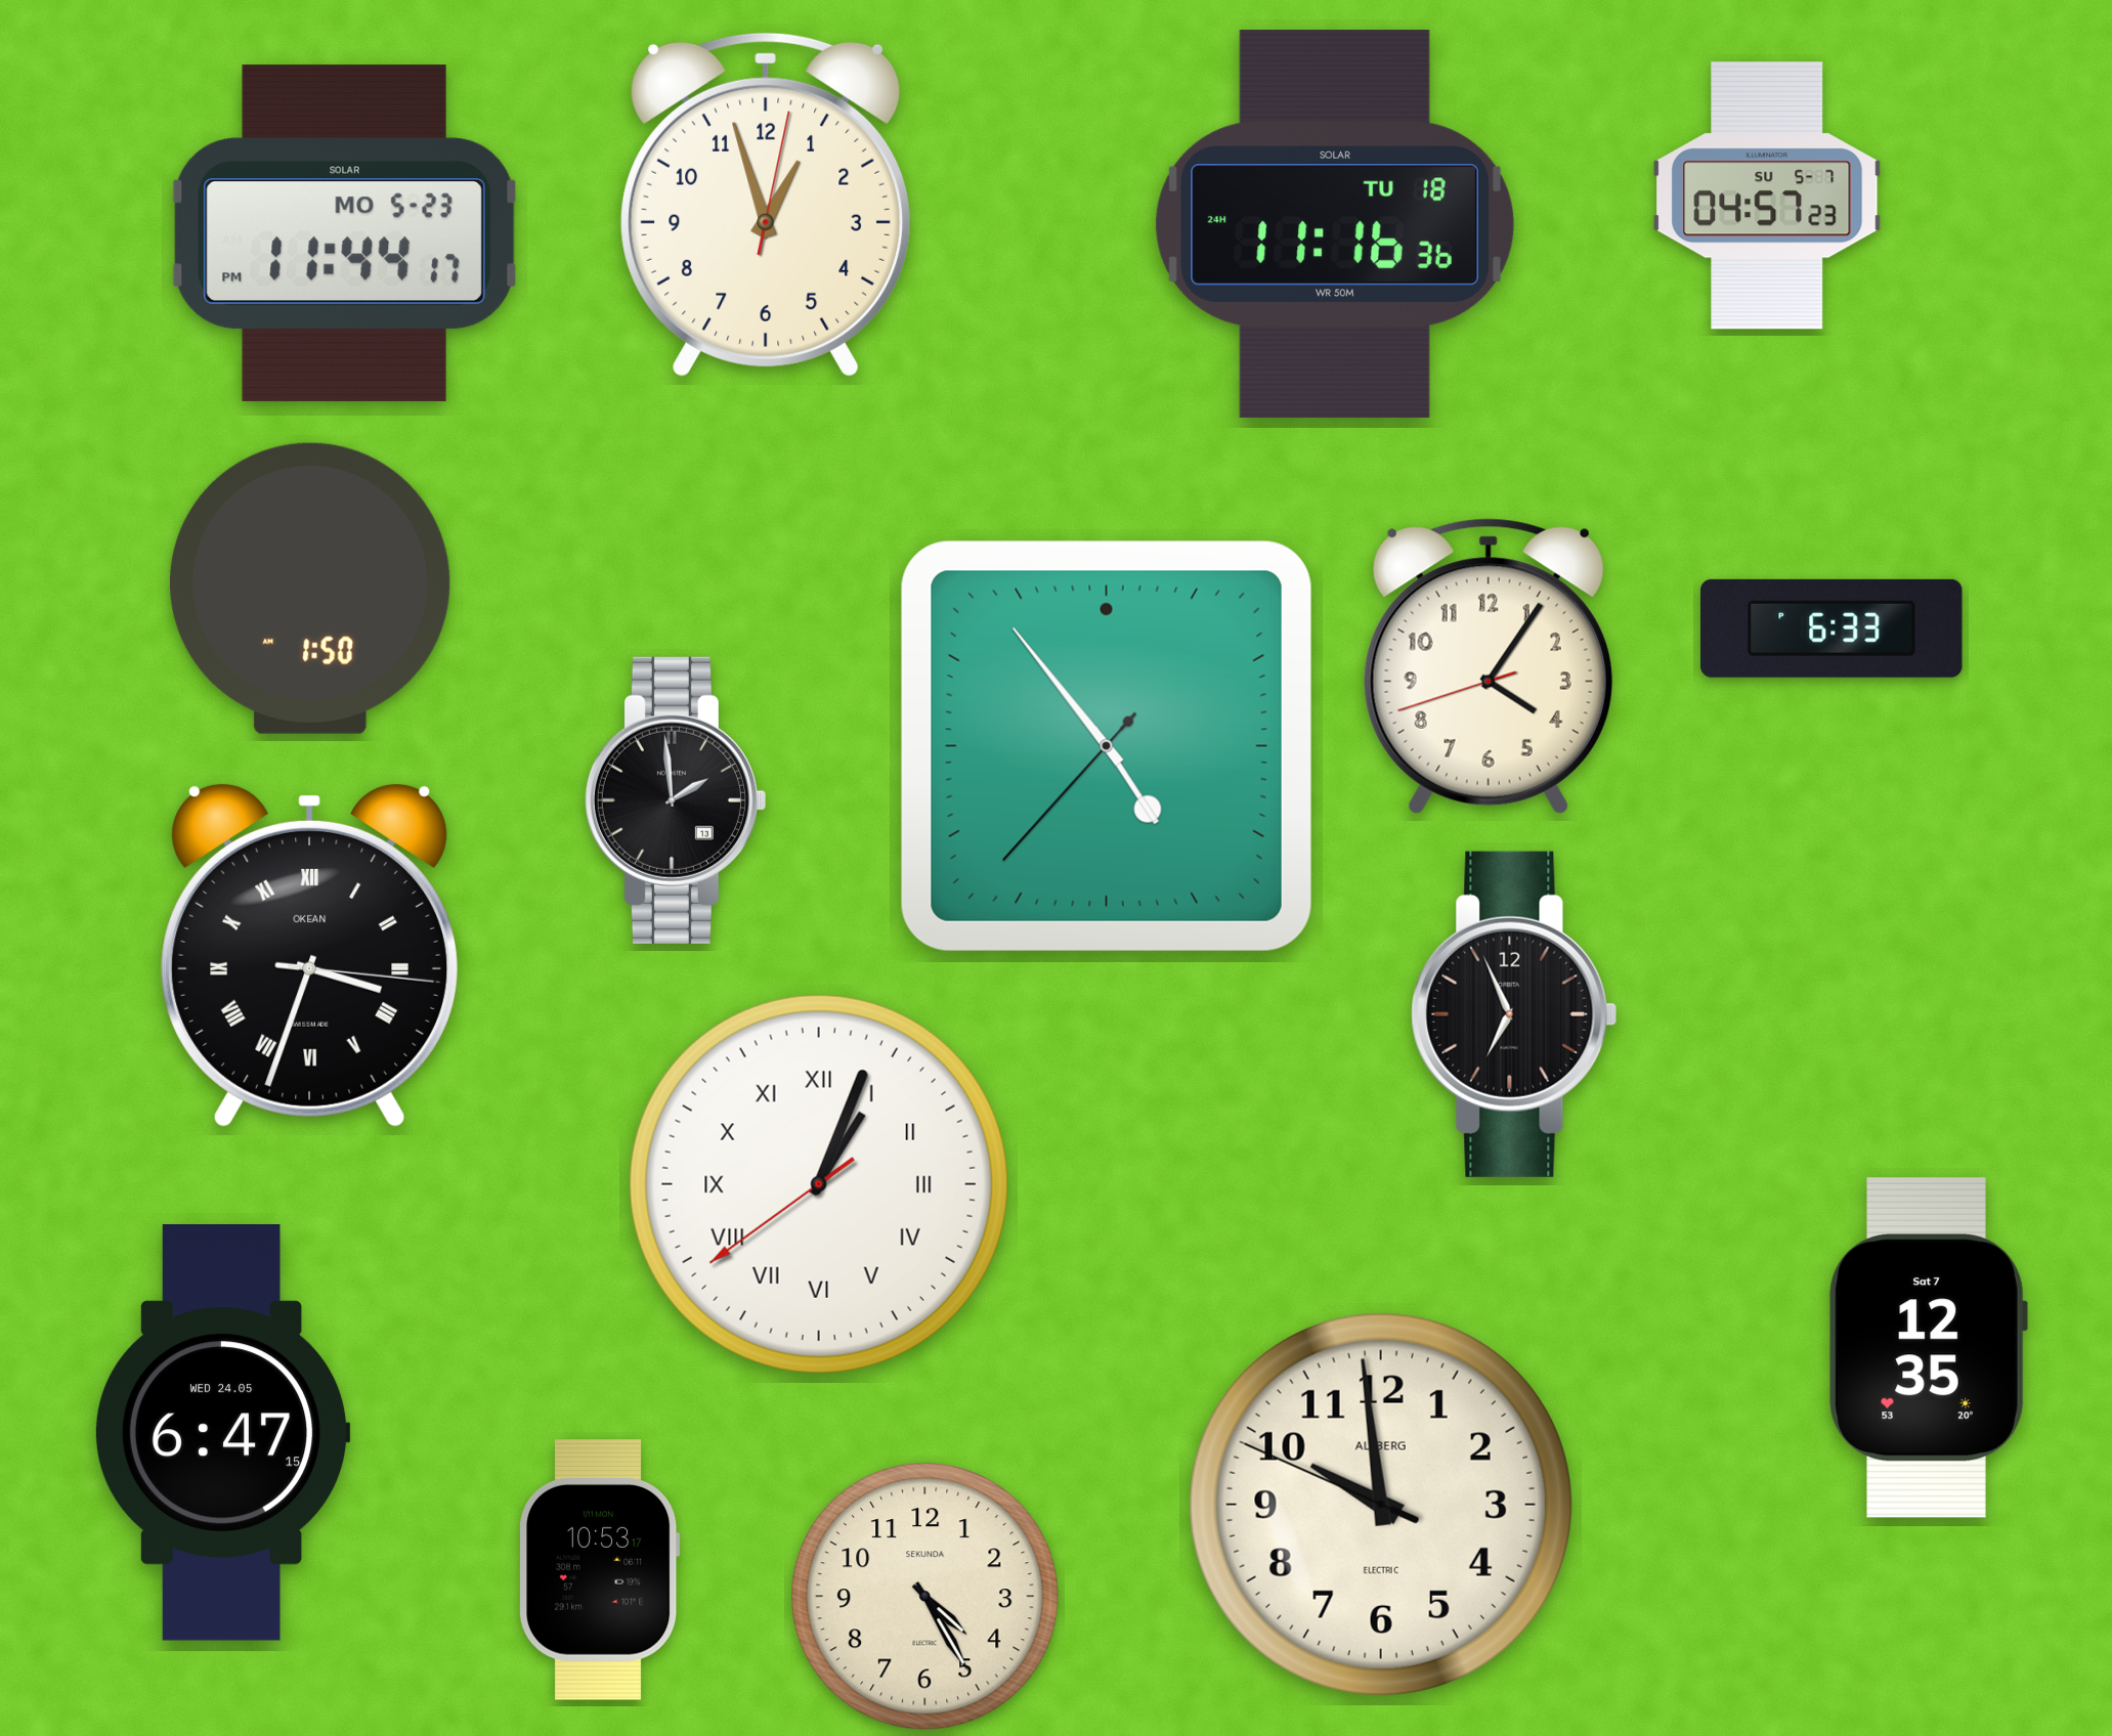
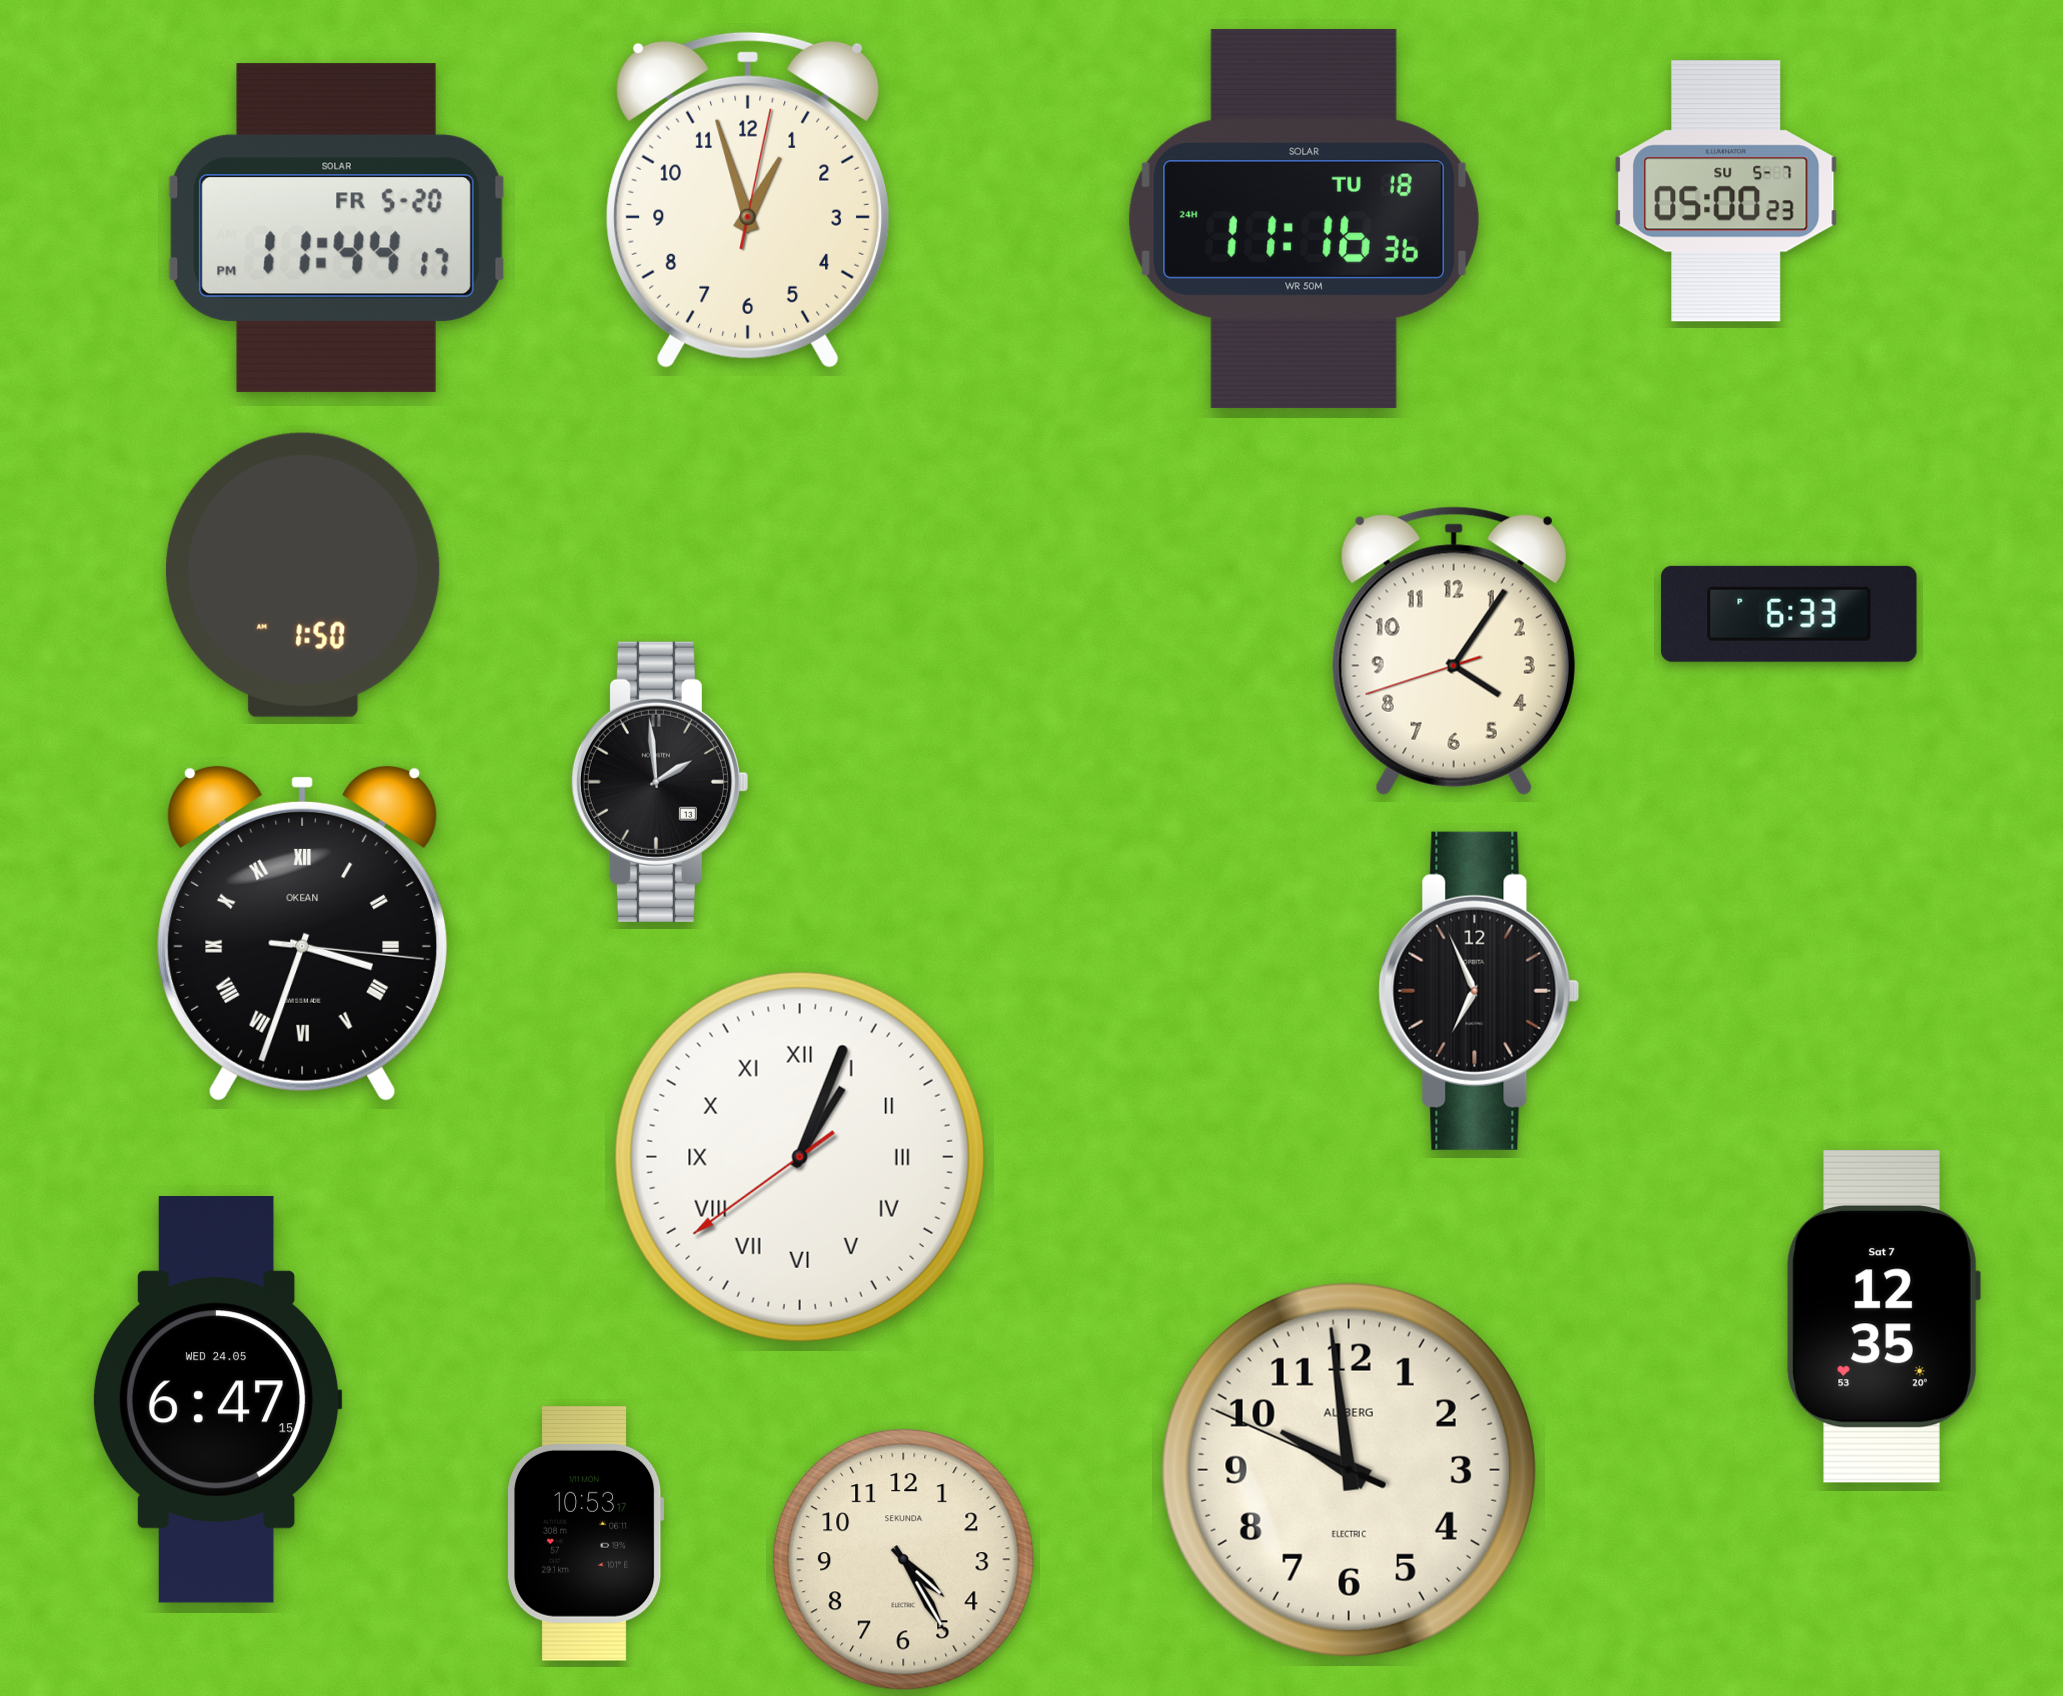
clock at (1767, 196): 04:57 -> 05:00
clock at (345, 233) date: MO 5-23 -> FR 5-20
clock at (1107, 746): 4:53 -> none
